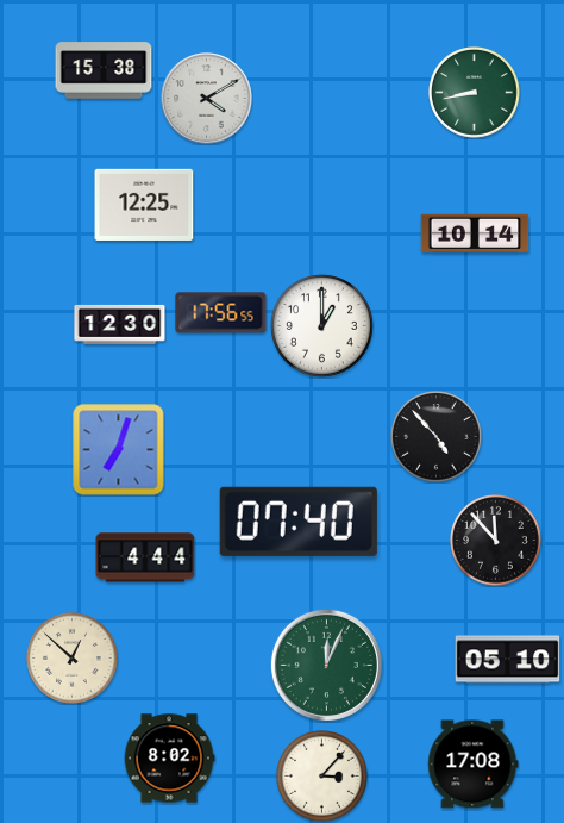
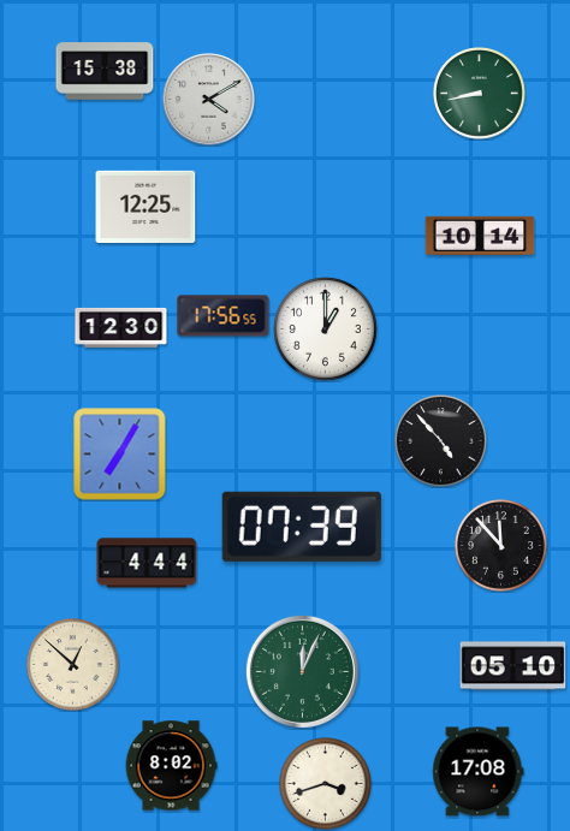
clock at (119, 450): 7:03 -> 7:05
clock at (299, 522): 07:40 -> 07:39
clock at (326, 665) position: (326, 665) -> (302, 671)
clock at (322, 777): 3:07 -> 3:42
